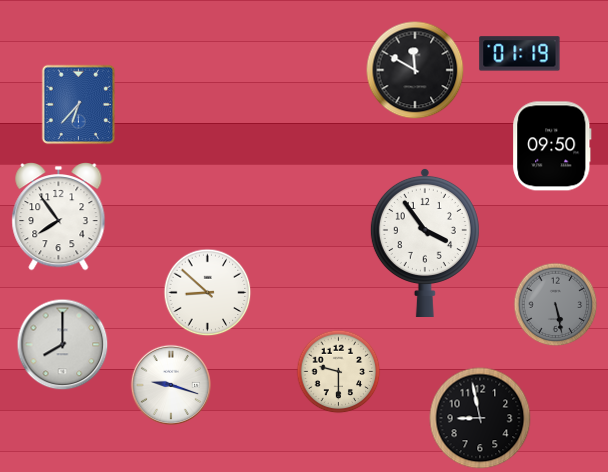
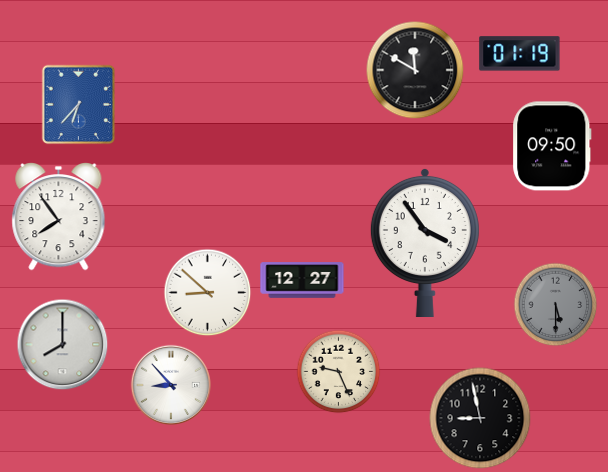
clock at (302, 280): none -> 12:27
clock at (555, 304): 5:28 -> 5:30
clock at (338, 371): 9:30 -> 9:26
clock at (170, 384): 9:18 -> 8:53
